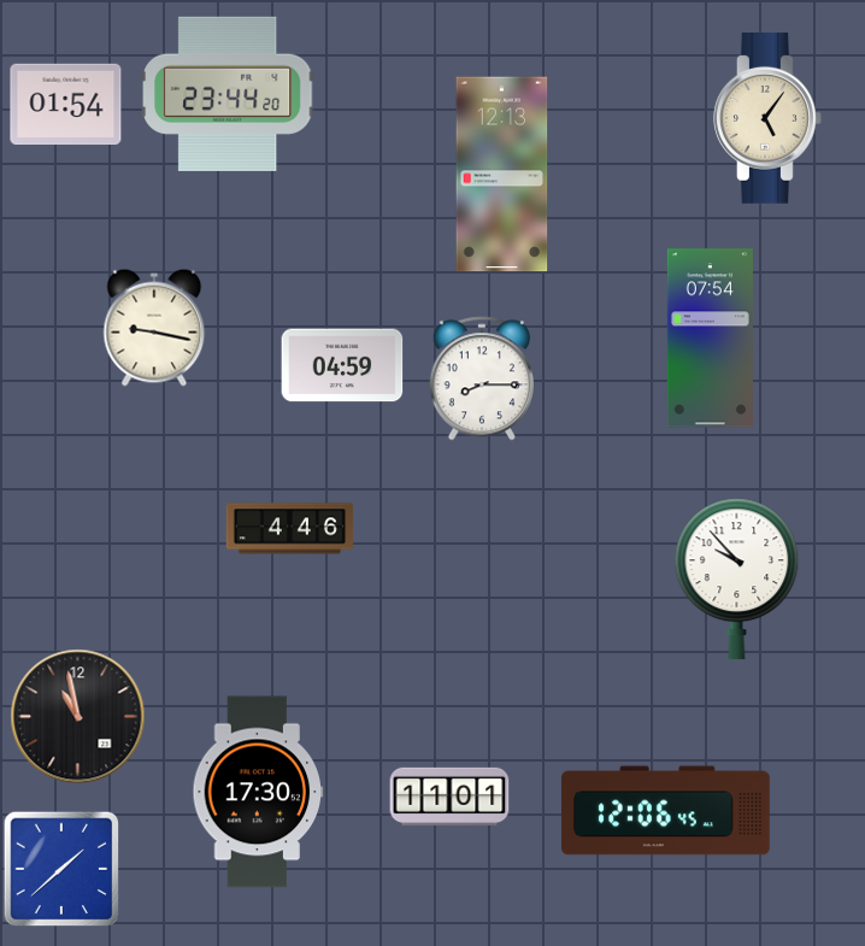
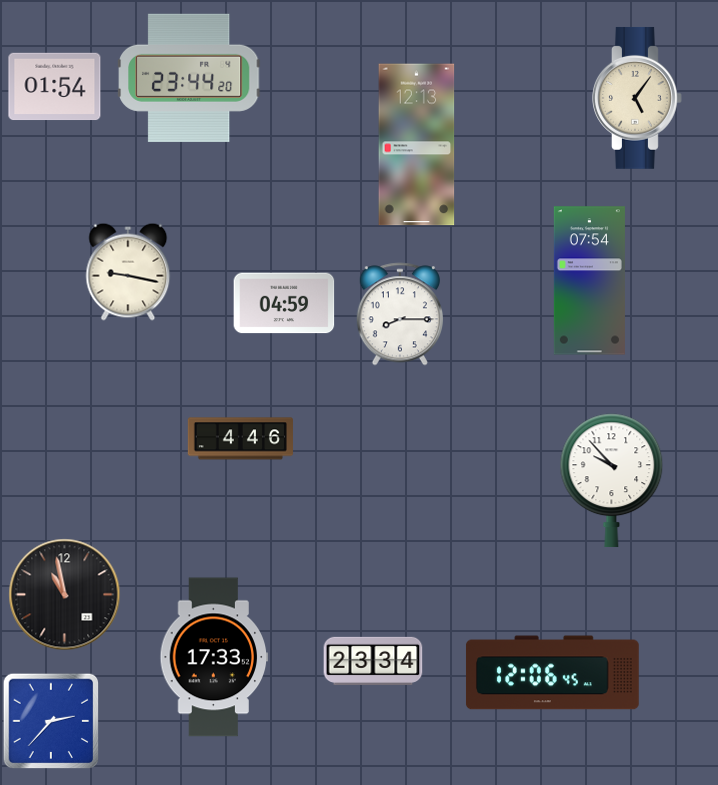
clock at (258, 792): 17:30 -> 17:33
clock at (449, 795): 11:01 -> 23:34
clock at (61, 869): 1:38 -> 2:37
